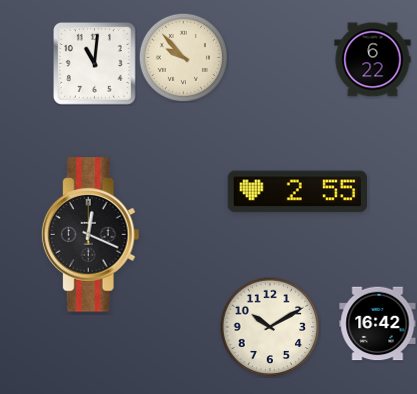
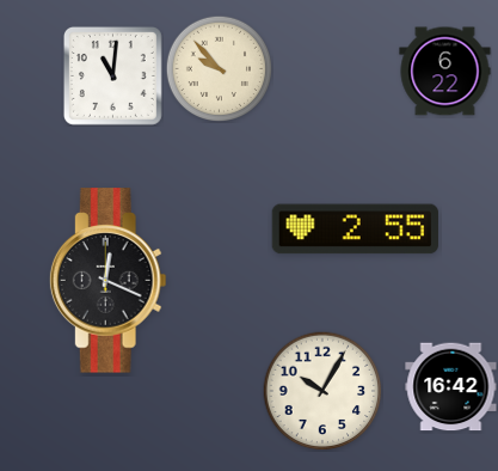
clock at (270, 327): 10:10 -> 10:05
